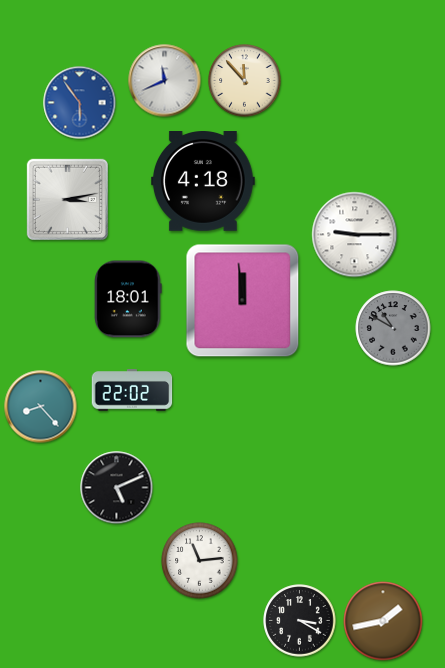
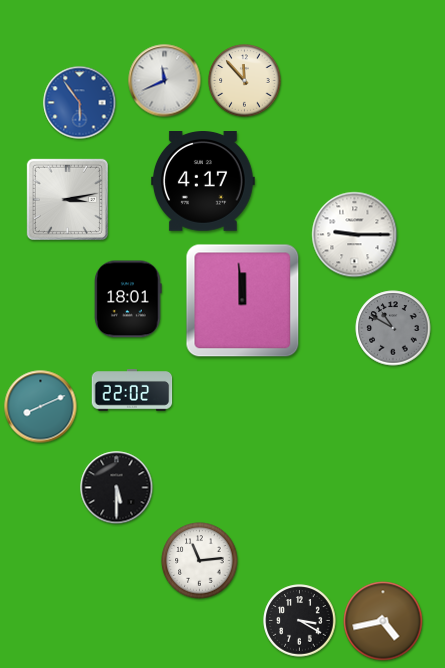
clock at (203, 182): 4:18 -> 4:17
clock at (41, 407): 8:23 -> 8:11
clock at (117, 488): 5:11 -> 5:30
clock at (383, 621): 1:43 -> 4:43
